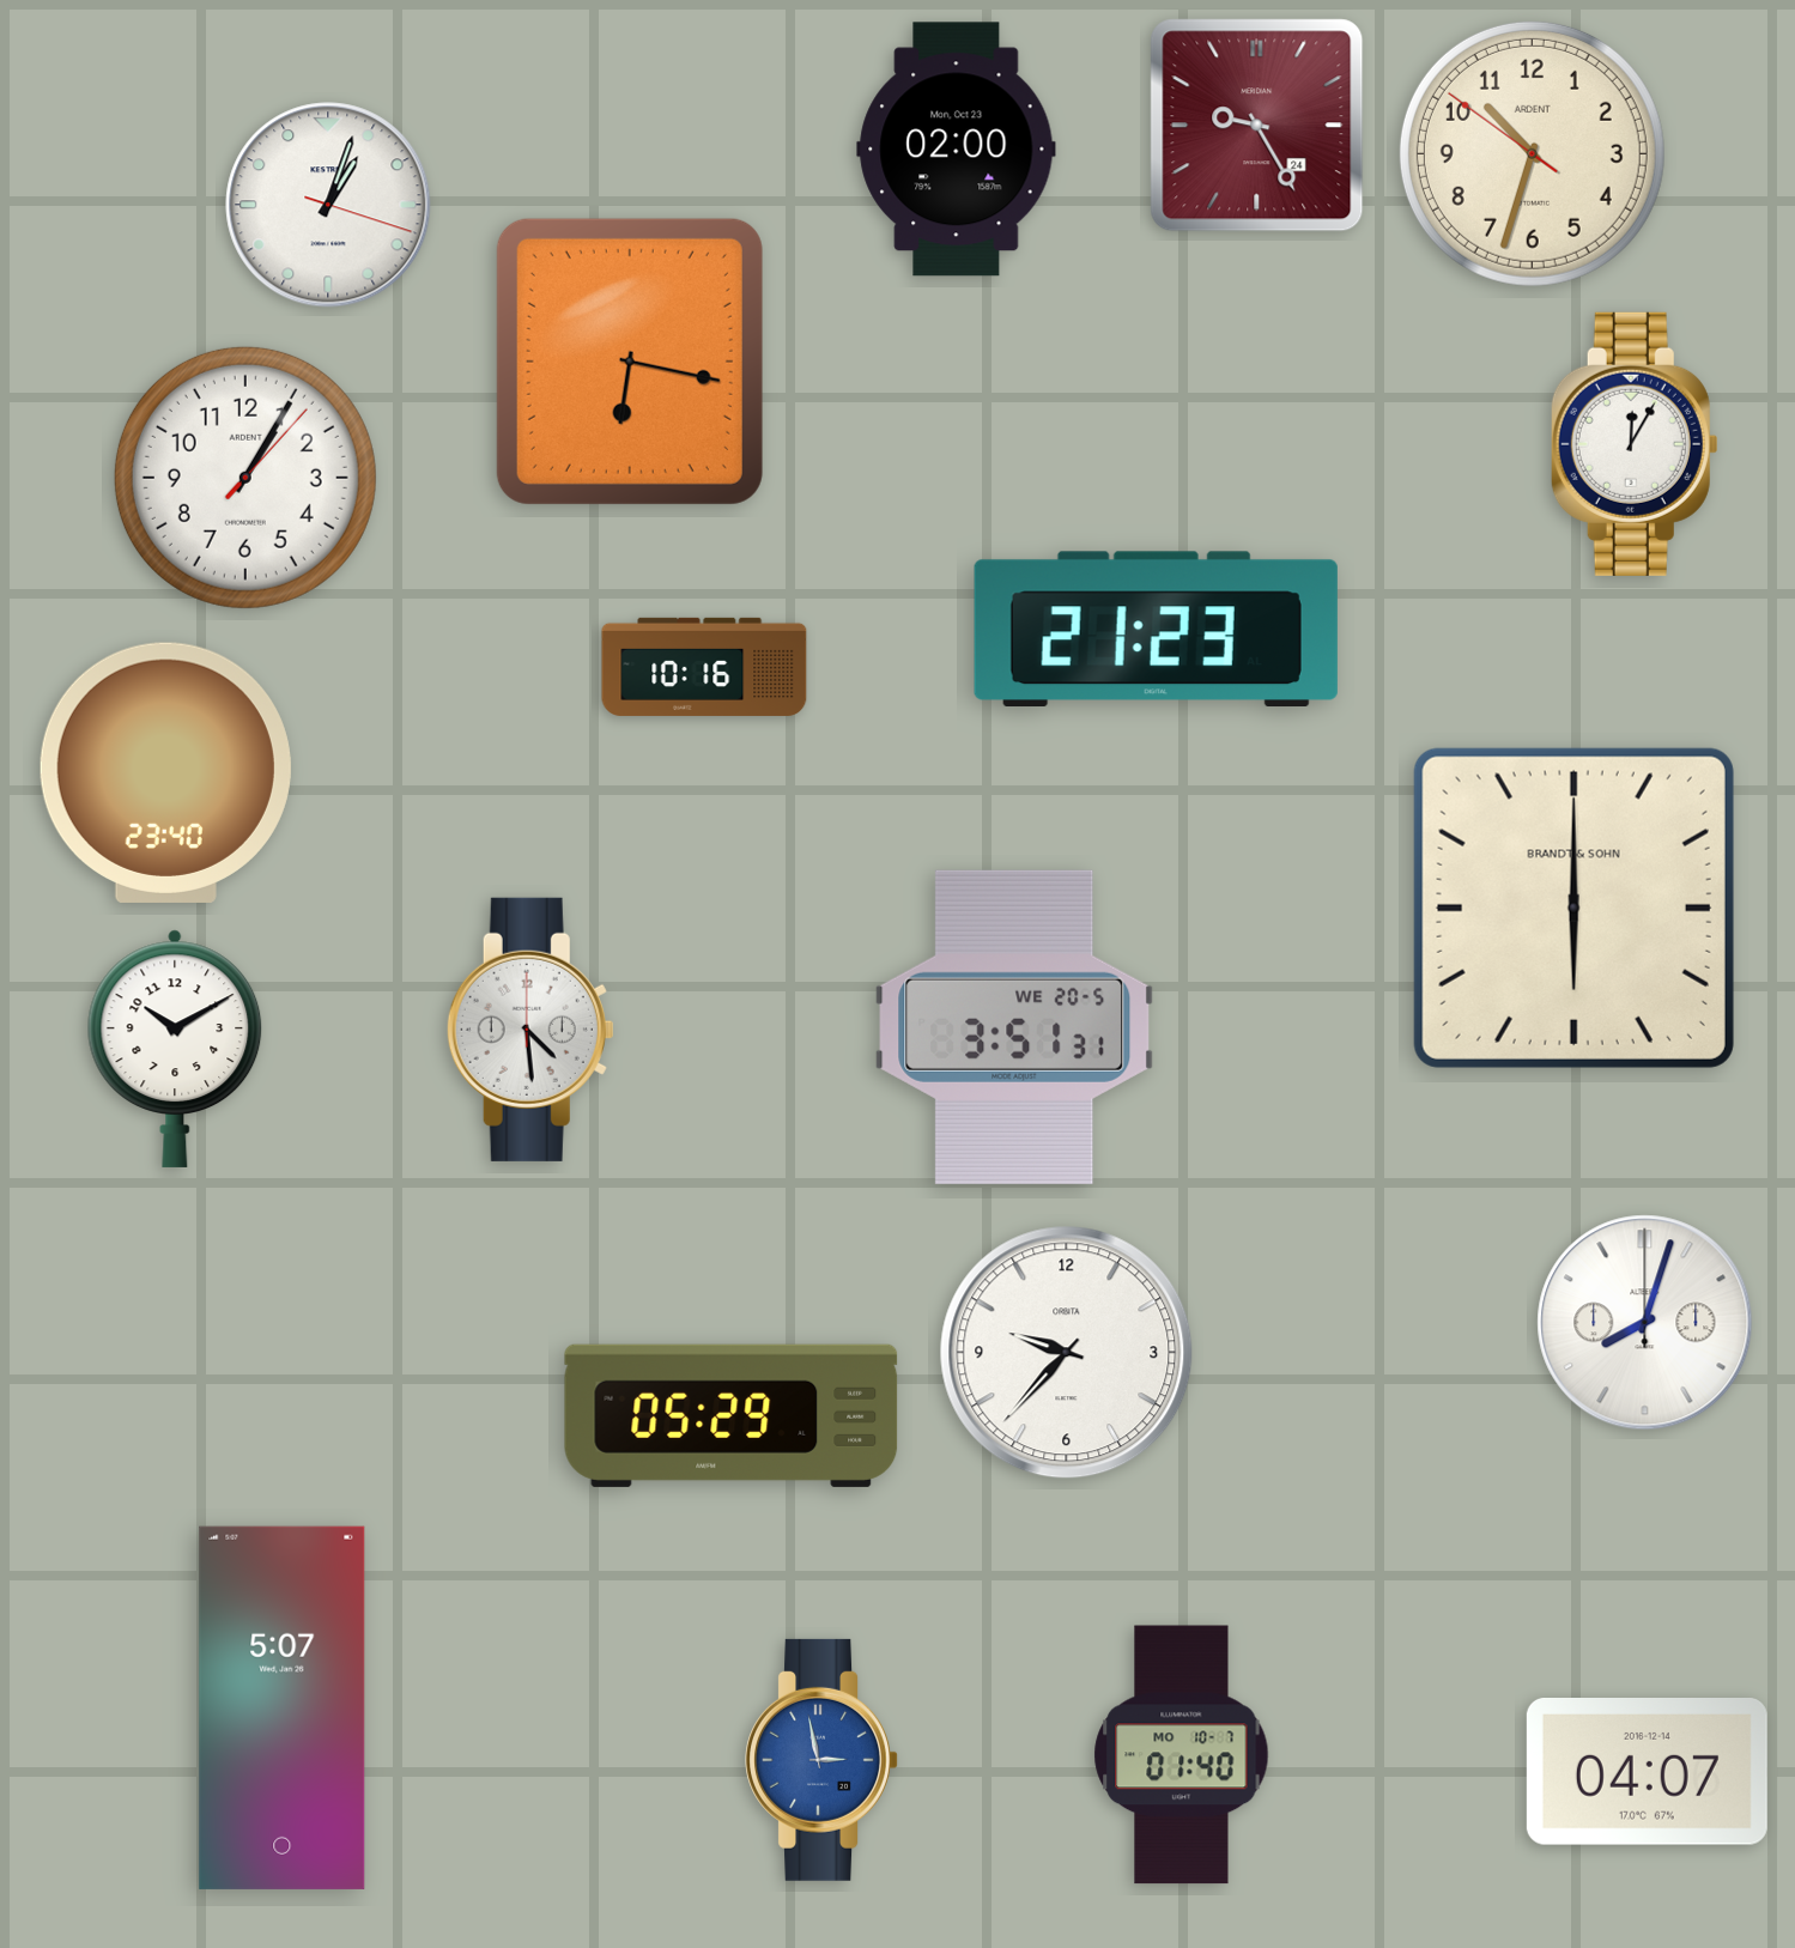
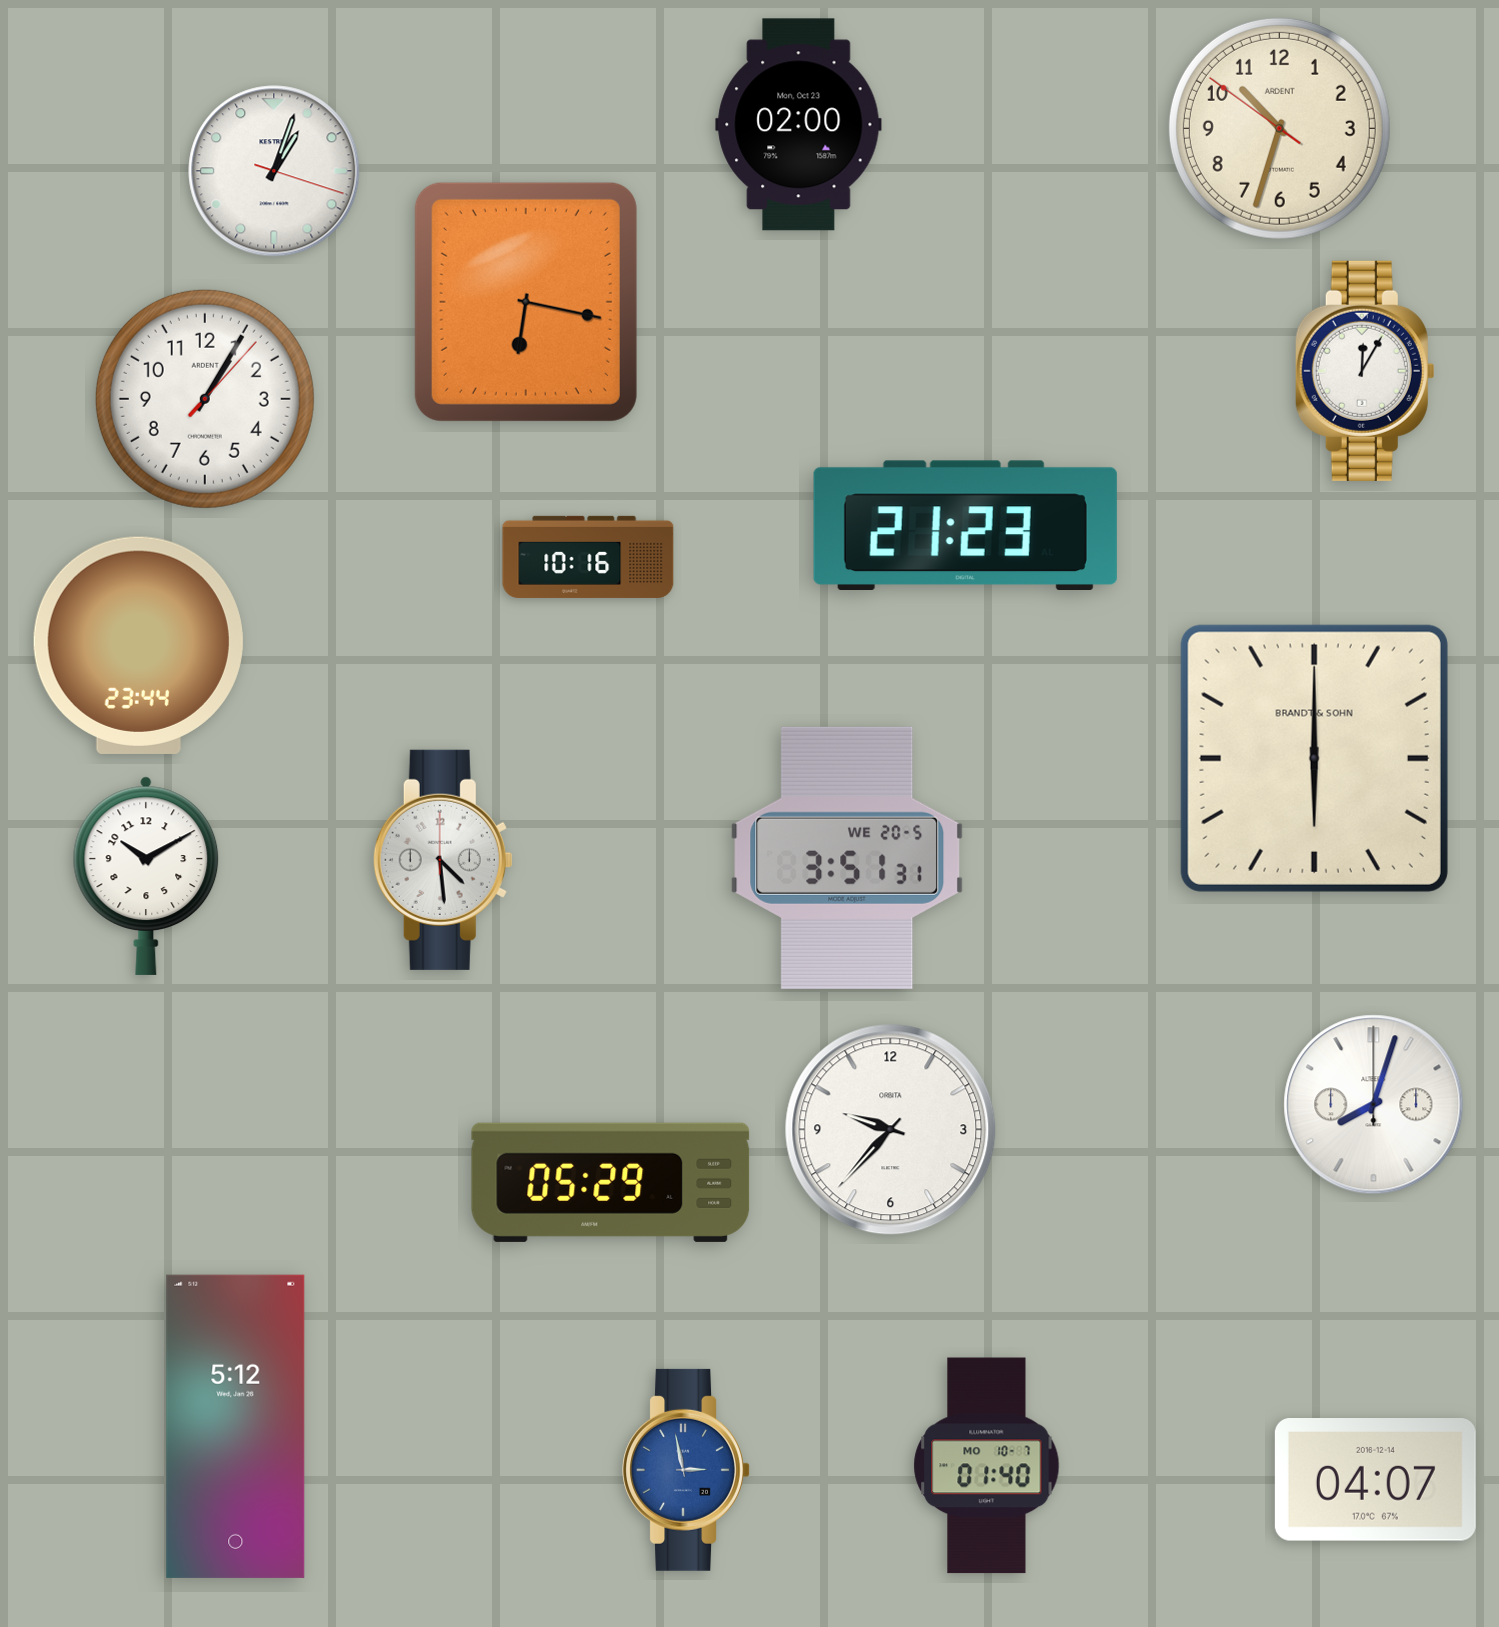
clock at (1257, 126): 9:25 -> none
clock at (165, 772): 23:40 -> 23:44
clock at (283, 1707): 5:07 -> 5:12
